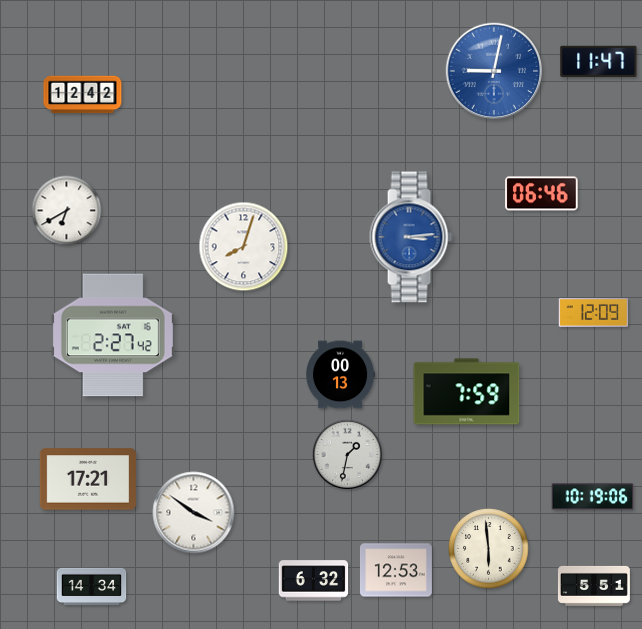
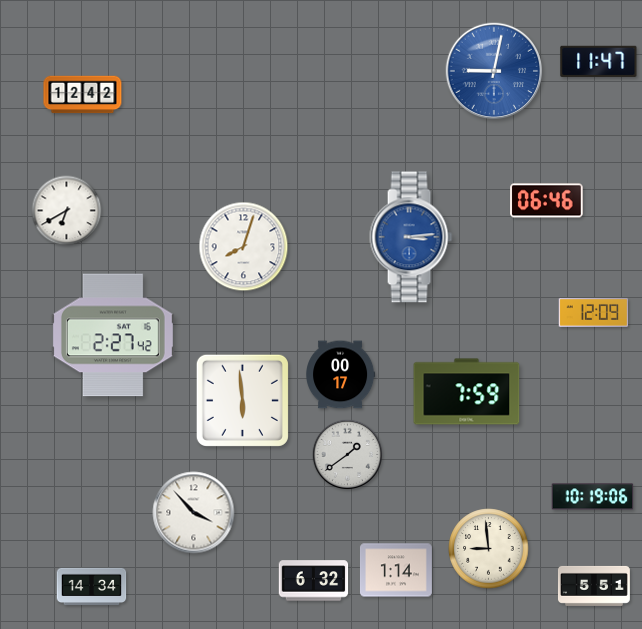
clock at (542, 194) position: (542, 194) -> (547, 201)
clock at (341, 375): 00:13 -> 00:17
clock at (242, 400): none -> 5:59
clock at (347, 454): 1:32 -> 1:39
clock at (88, 479): 17:21 -> none
clock at (194, 513): 3:51 -> 3:53
clock at (489, 549): 5:59 -> 8:59
clock at (396, 570): 12:53 -> 1:14
